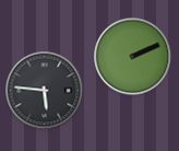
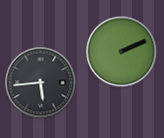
clock at (45, 91): 5:46 -> 5:44
